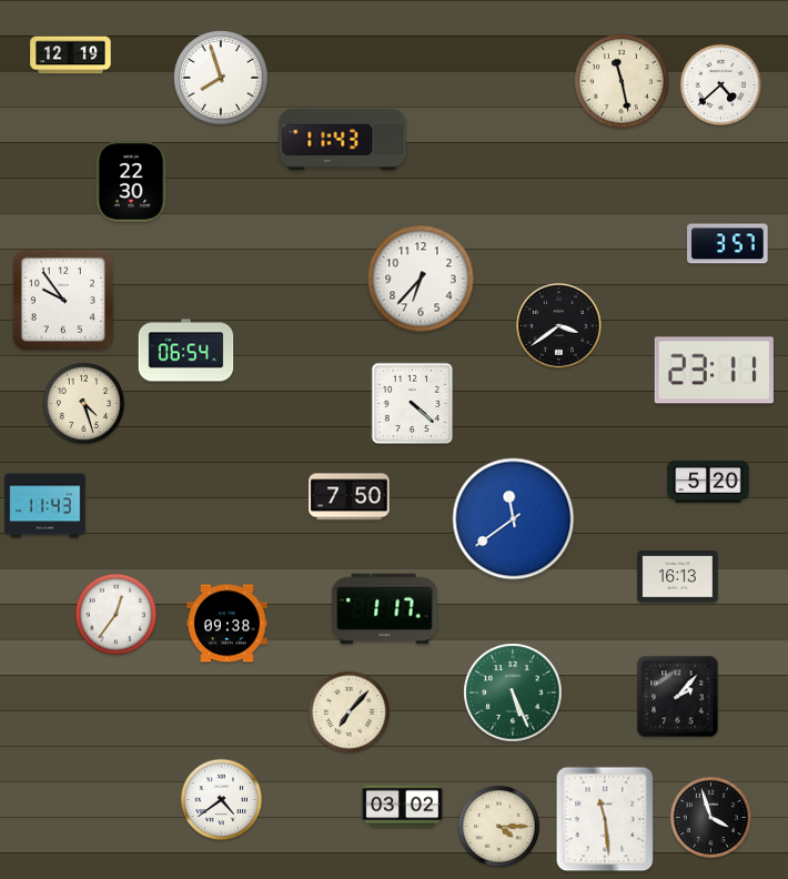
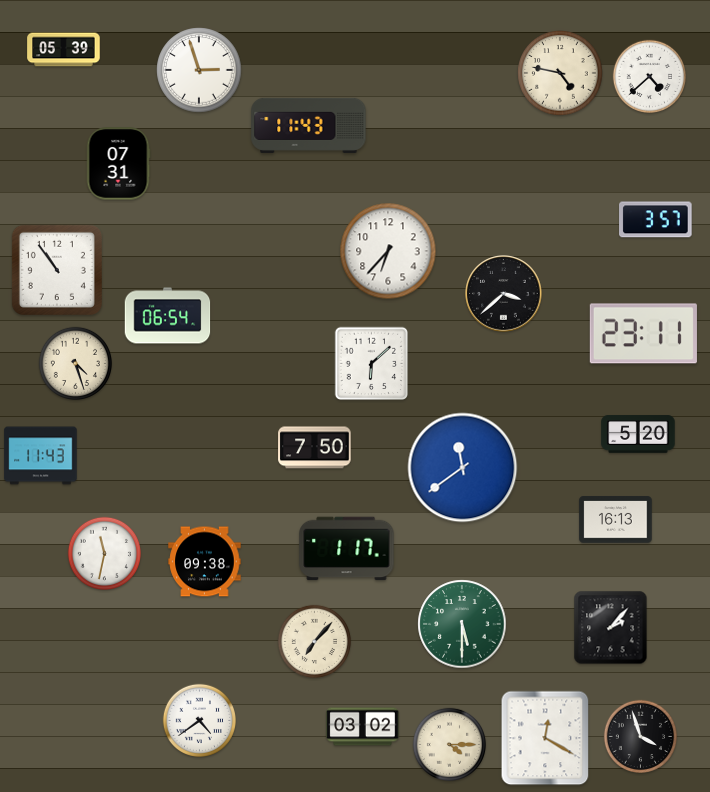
clock at (71, 55): 12:19 -> 05:39
clock at (221, 78): 7:57 -> 2:57
clock at (622, 81): 11:28 -> 4:47
clock at (131, 182): 22:30 -> 07:31
clock at (421, 279) position: (421, 279) -> (388, 251)
clock at (63, 300): 9:54 -> 10:54
clock at (559, 326): 3:39 -> 3:38
clock at (413, 404): 4:22 -> 6:08
clock at (678, 577) position: (678, 577) -> (616, 520)
clock at (115, 614): 12:36 -> 11:32
clock at (513, 693): 5:26 -> 5:30
clock at (605, 819): 11:29 -> 12:20
